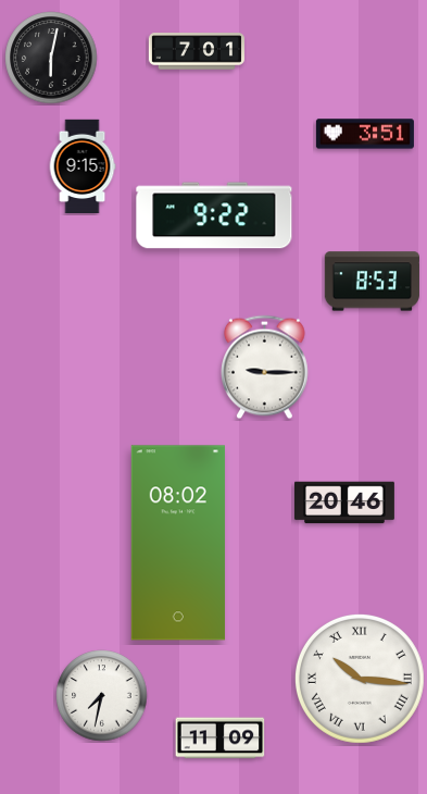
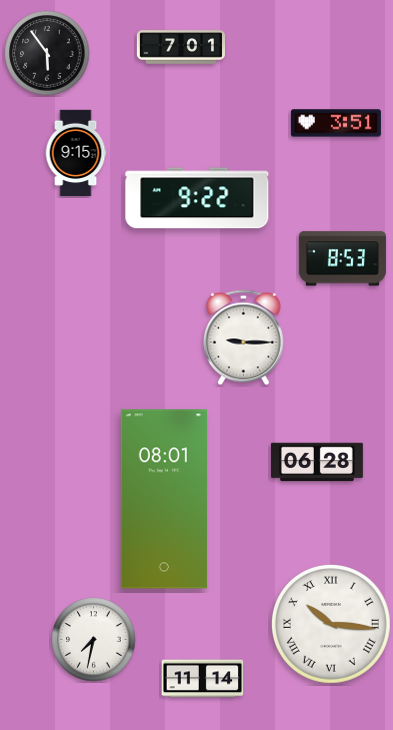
clock at (51, 58): 6:02 -> 5:54
clock at (344, 503): 20:46 -> 06:28
clock at (178, 543): 08:02 -> 08:01
clock at (221, 739): 11:09 -> 11:14
